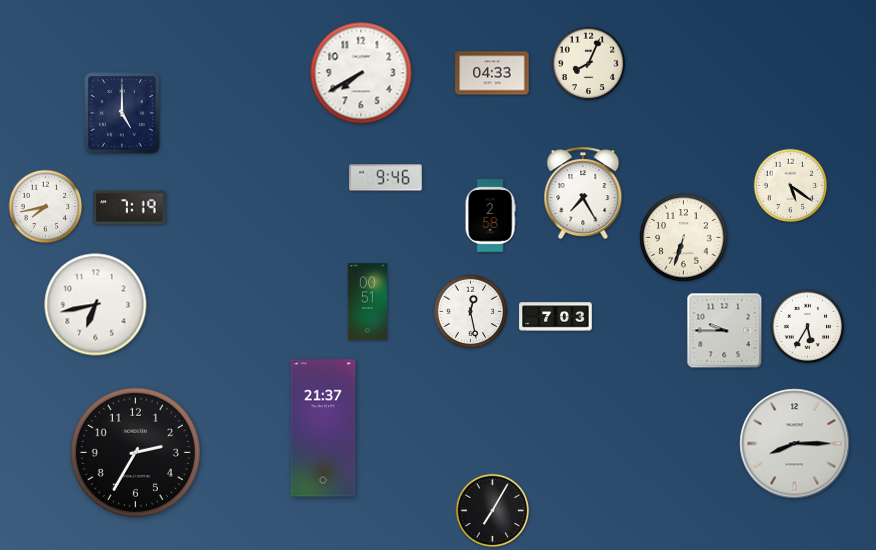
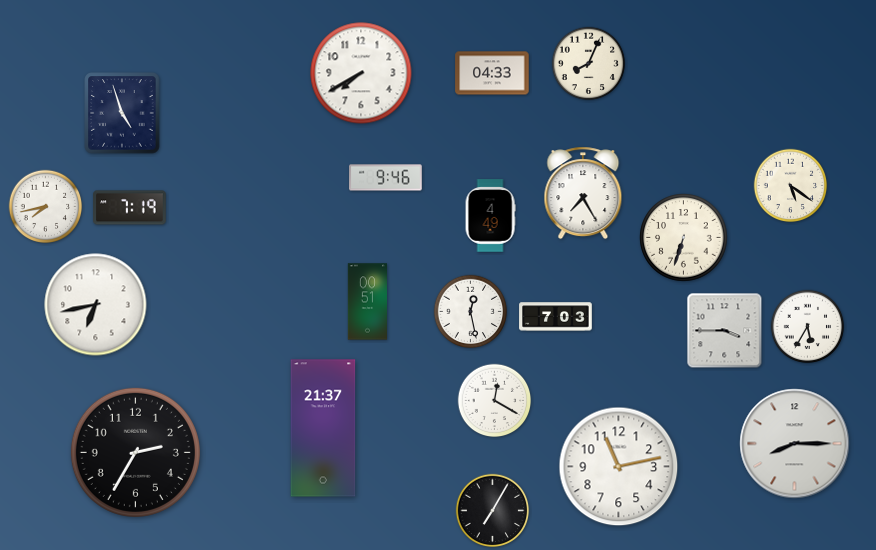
clock at (122, 113): 5:00 -> 4:57
clock at (490, 216): 2:58 -> 4:49
clock at (725, 331): 9:45 -> 3:45
clock at (495, 401): none -> 12:20
clock at (619, 467): none -> 11:13
